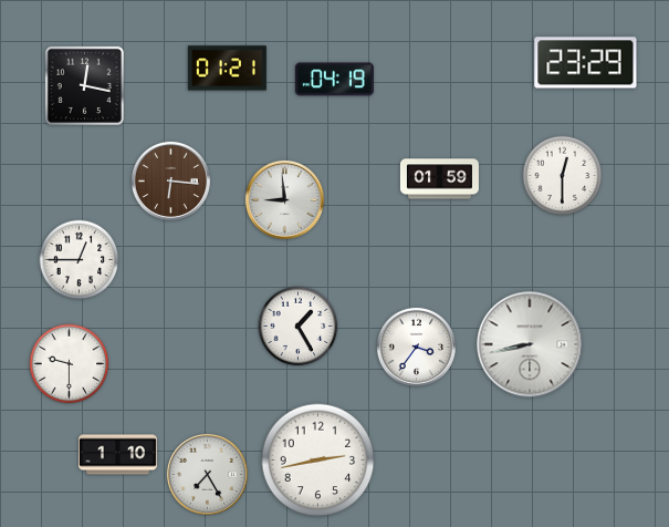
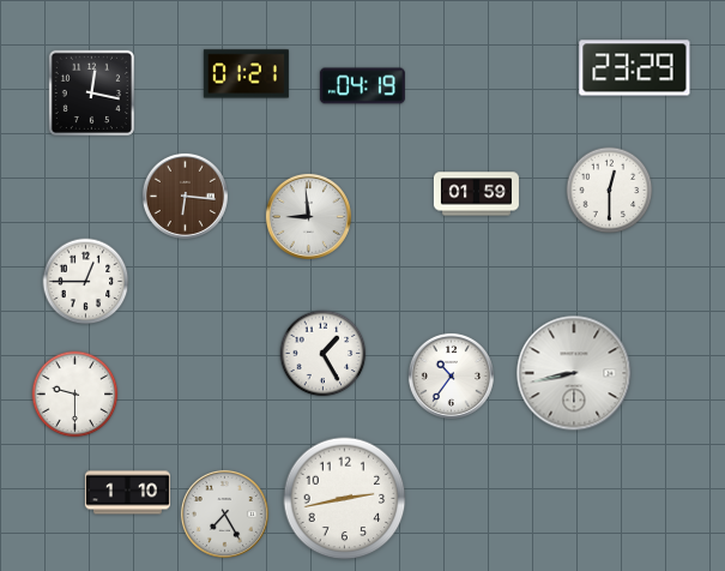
clock at (416, 347): 3:36 -> 10:36
